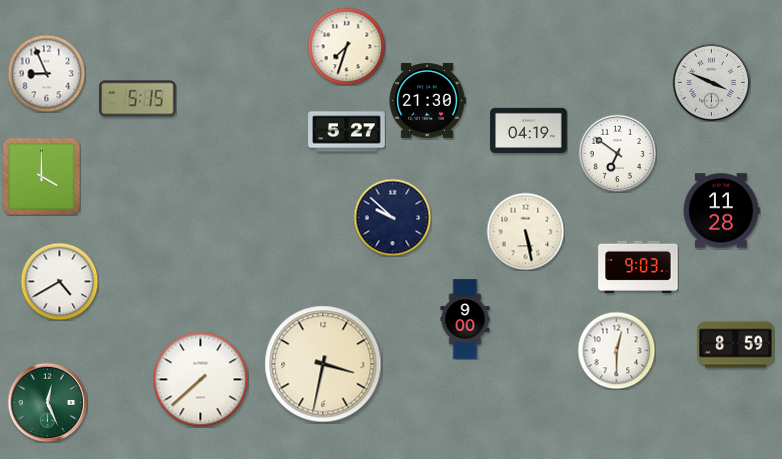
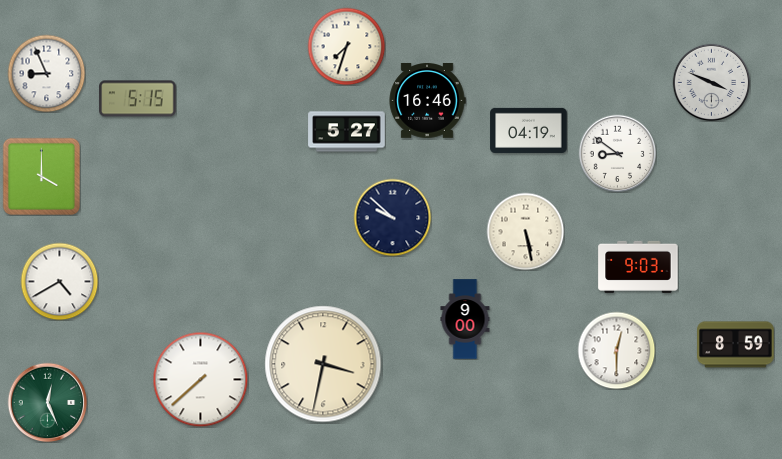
clock at (427, 101): 21:30 -> 16:46
clock at (617, 153): 6:51 -> 8:51
clock at (721, 211): 11:28 -> none
